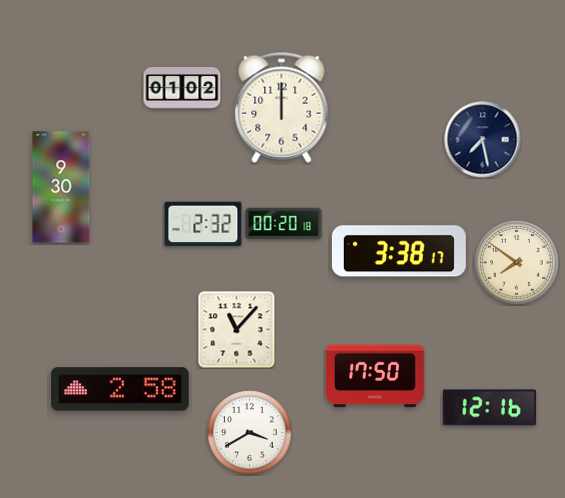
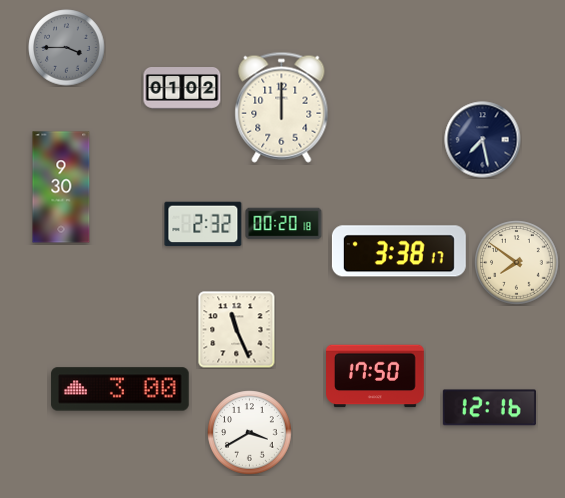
clock at (67, 48): none -> 3:45
clock at (237, 330): 11:07 -> 11:26
clock at (120, 389): 2:58 -> 3:00
